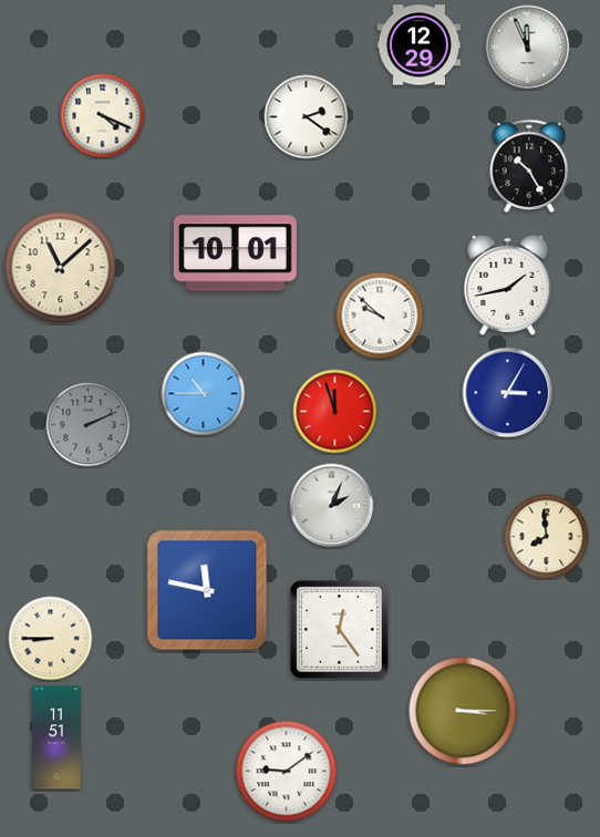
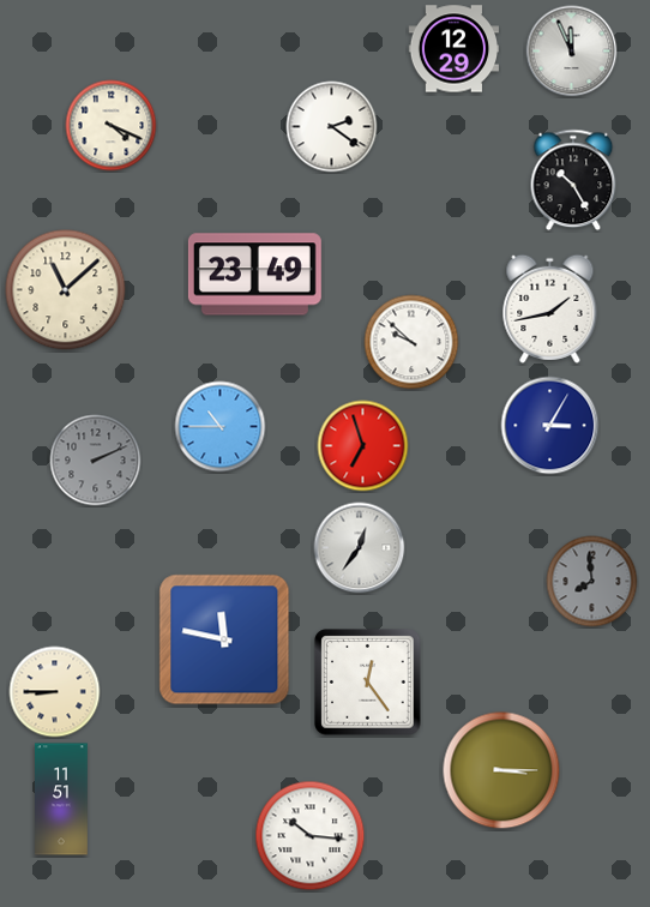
clock at (235, 254): 10:01 -> 23:49
clock at (335, 412): 11:57 -> 6:57
clock at (332, 506): 2:04 -> 12:36
clock at (547, 537) dial: cream -> grey
clock at (287, 772): 9:09 -> 10:16
